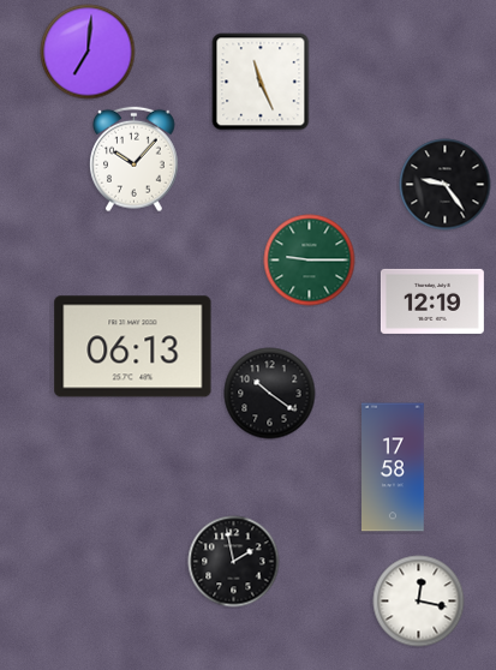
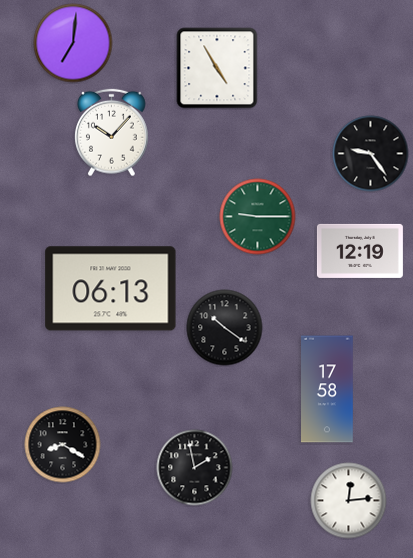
clock at (261, 82): 11:26 -> 4:55
clock at (63, 445): none -> 8:20
clock at (419, 602): 12:17 -> 12:14
